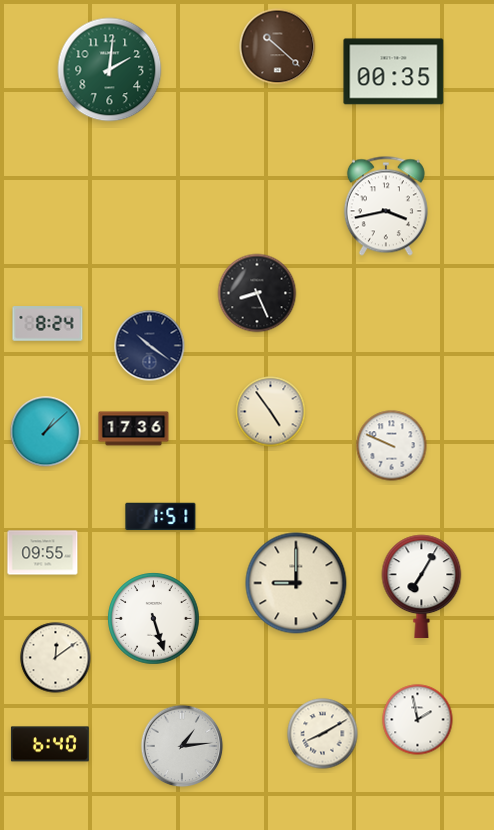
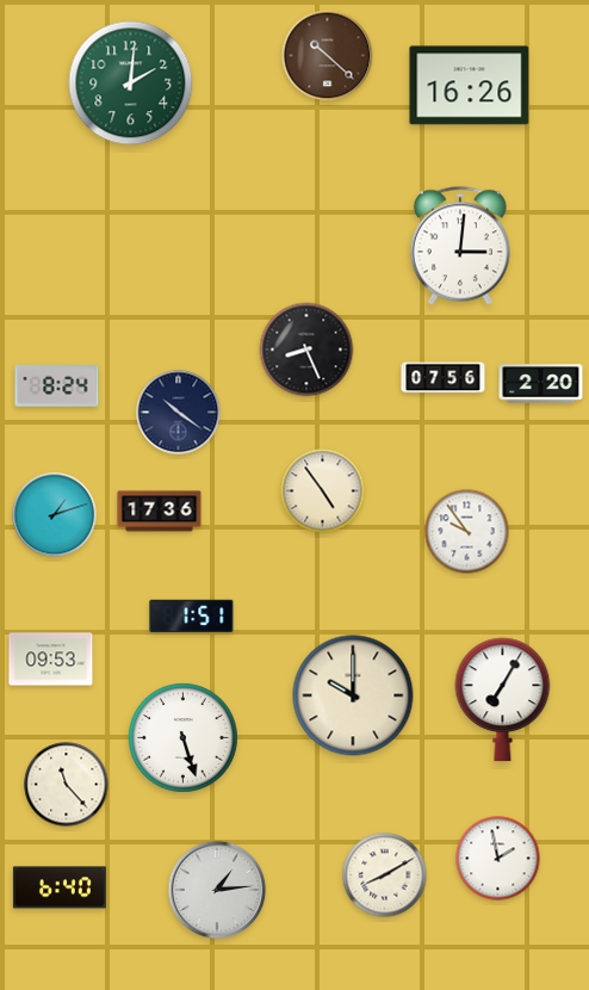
clock at (278, 47) position: (278, 47) -> (328, 56)
clock at (394, 72): 00:35 -> 16:26
clock at (386, 206): 3:43 -> 3:01
clock at (444, 378): none -> 07:56
clock at (541, 384): none -> 2:20
clock at (46, 432): 1:08 -> 1:12
clock at (392, 446): 9:49 -> 9:54
clock at (43, 553): 09:55 -> 09:53
clock at (296, 583): 9:00 -> 10:00
clock at (56, 658): 12:09 -> 11:23
